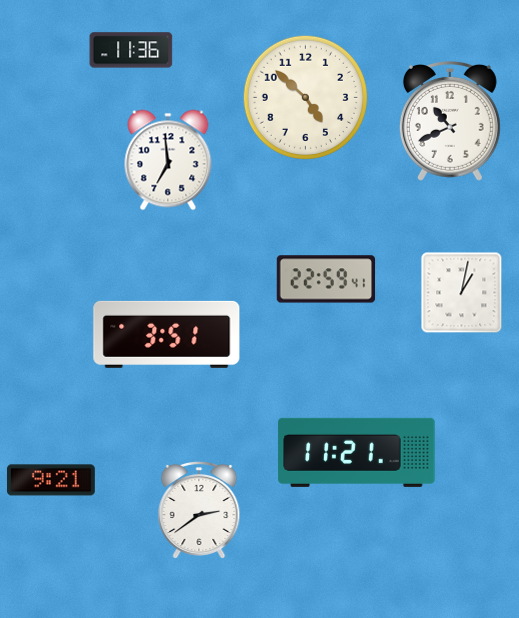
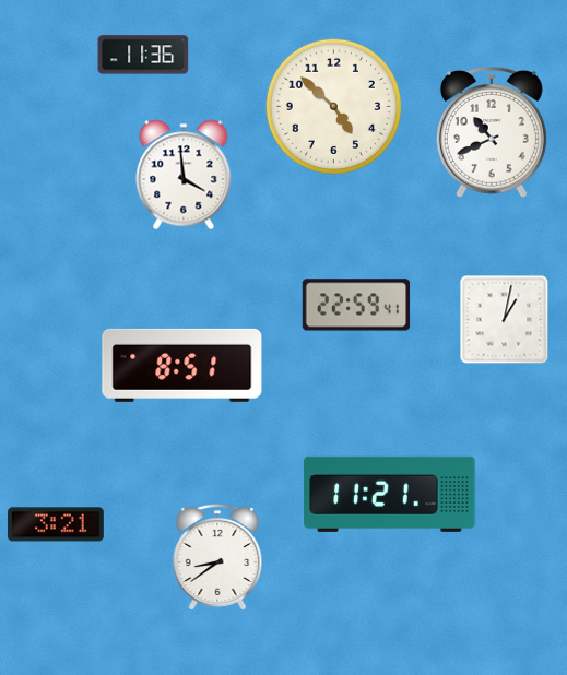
clock at (168, 160): 6:59 -> 3:59
clock at (167, 334): 3:51 -> 8:51
clock at (51, 480): 9:21 -> 3:21
clock at (199, 510): 2:39 -> 8:39
